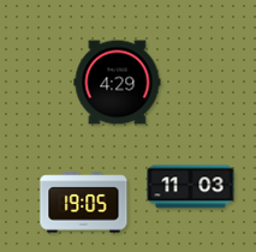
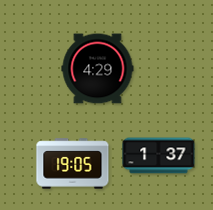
clock at (191, 187): 11:03 -> 1:37
clock at (84, 203) position: (84, 203) -> (73, 164)
